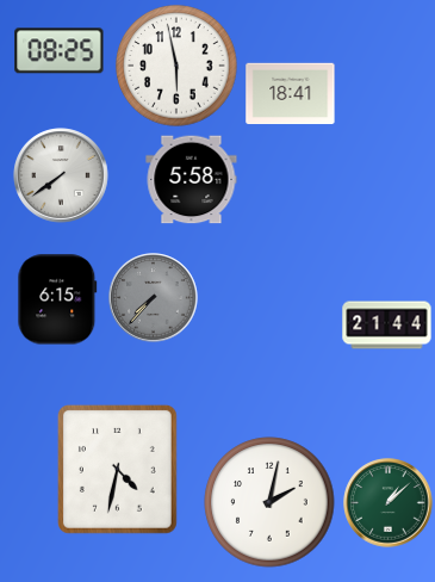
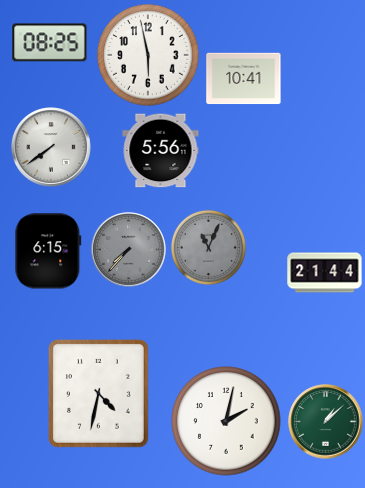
clock at (291, 94): 18:41 -> 10:41
clock at (192, 180): 5:58 -> 5:56
clock at (208, 247): none -> 11:04
